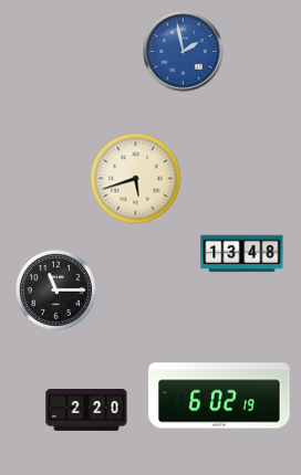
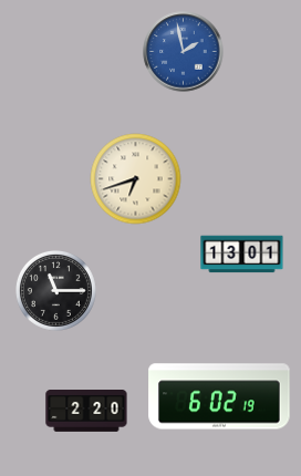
clock at (136, 179): 5:42 -> 6:42
clock at (242, 254): 13:48 -> 13:01
